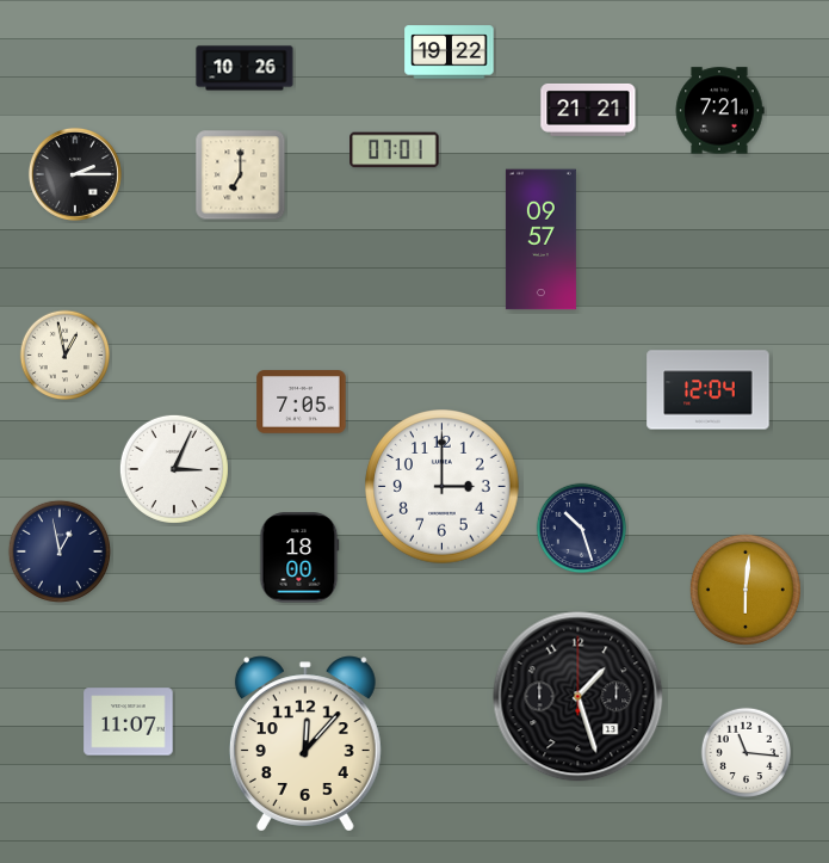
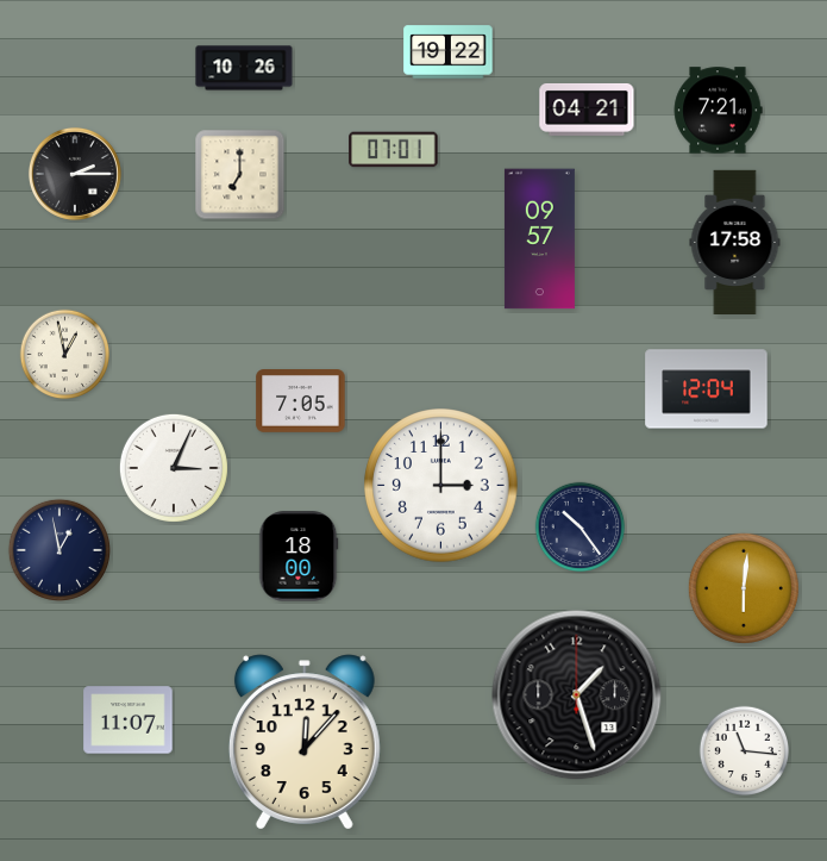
clock at (588, 110): 21:21 -> 04:21
clock at (735, 243): none -> 17:58
clock at (582, 529): 10:27 -> 10:24
